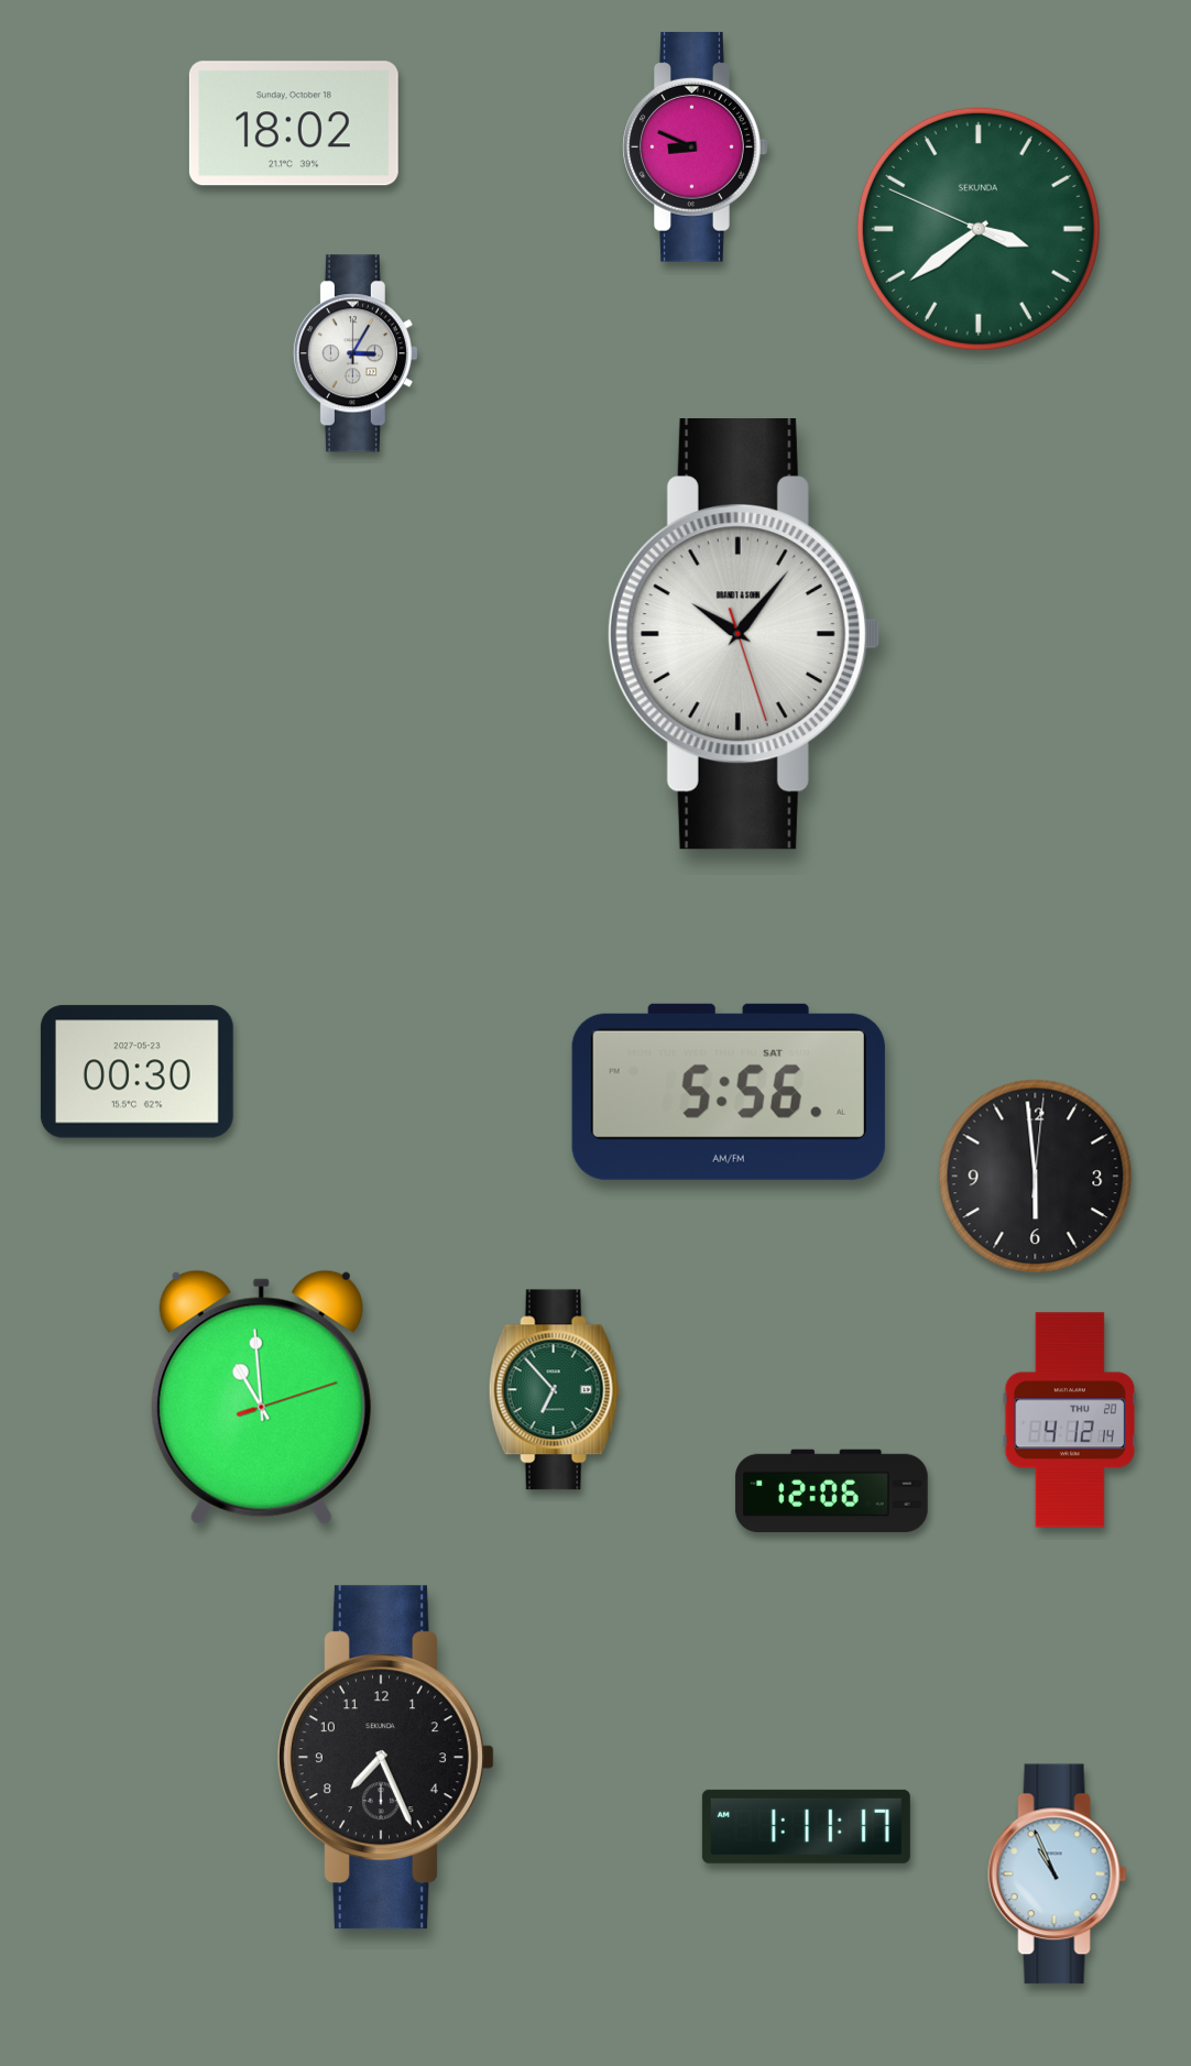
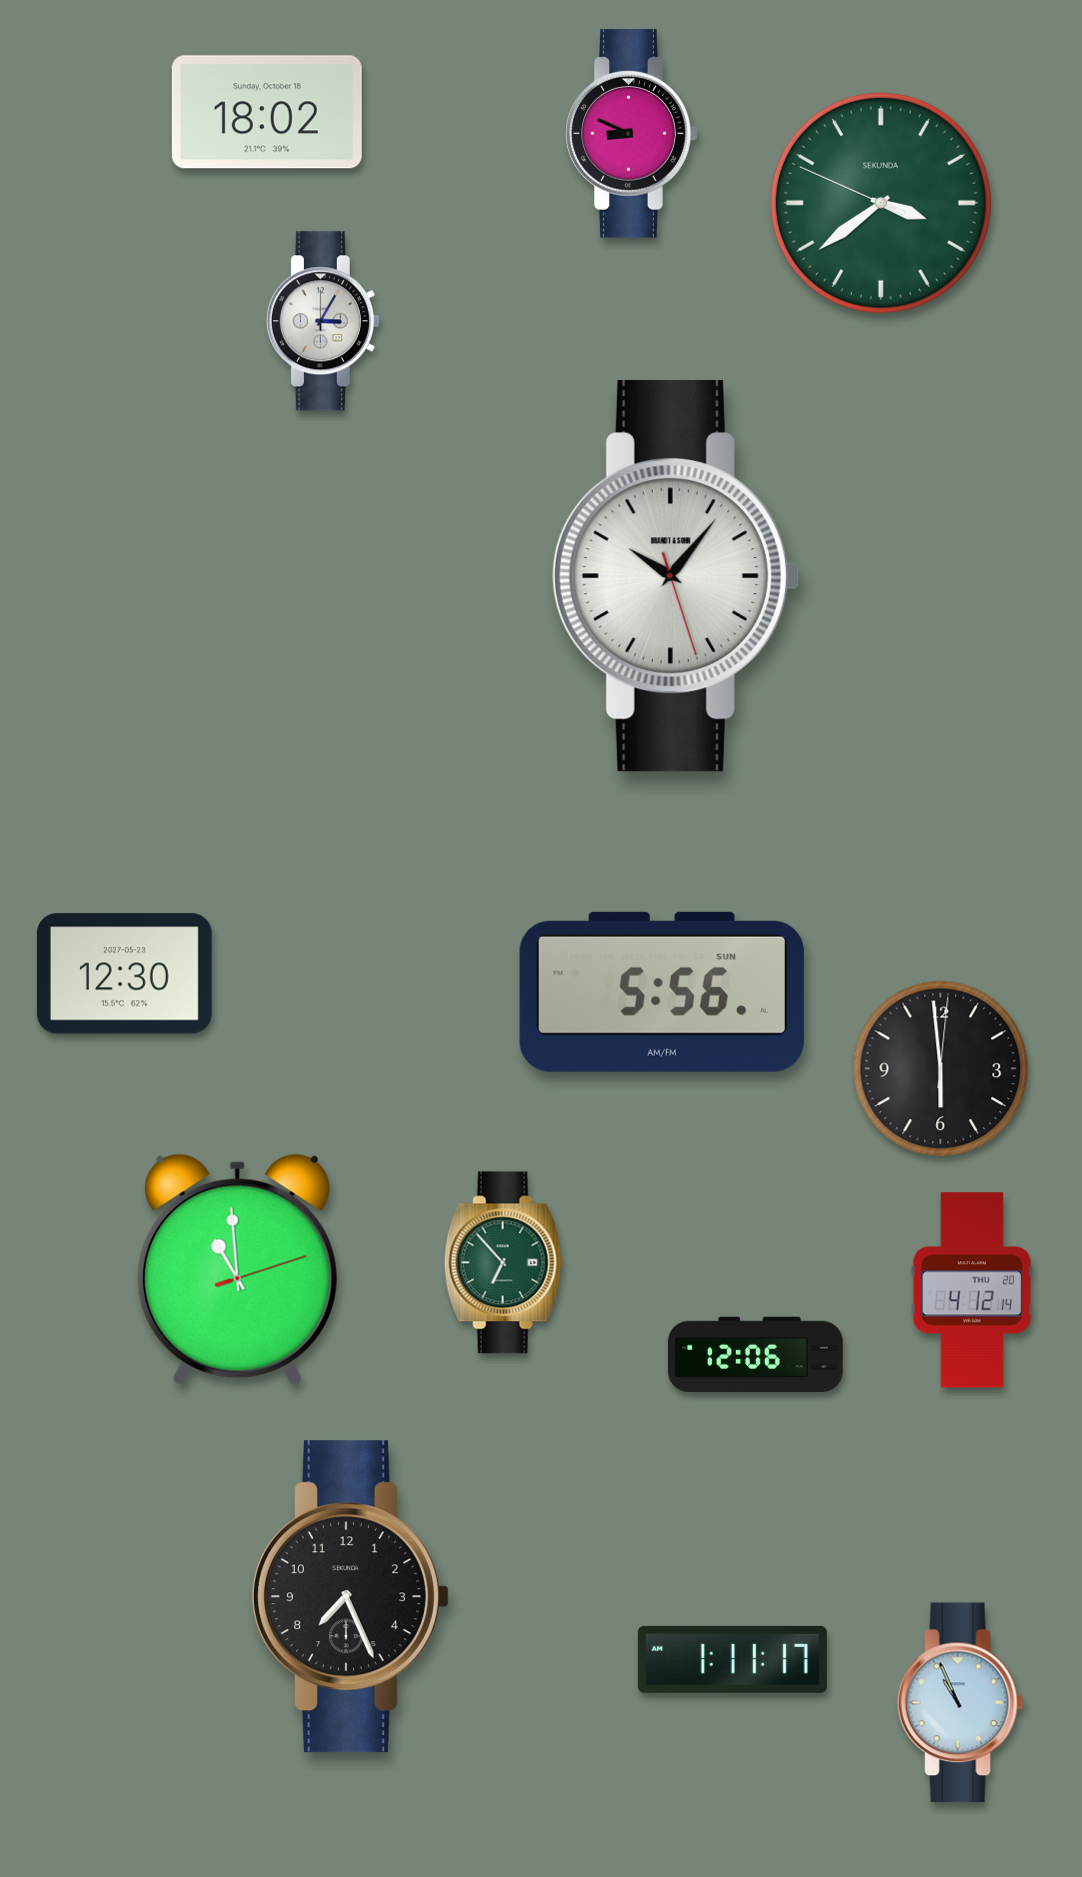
clock at (979, 229) position: (979, 229) -> (881, 203)
clock at (138, 1072): 00:30 -> 12:30
clock at (729, 1092) date: SAT -> SUN
